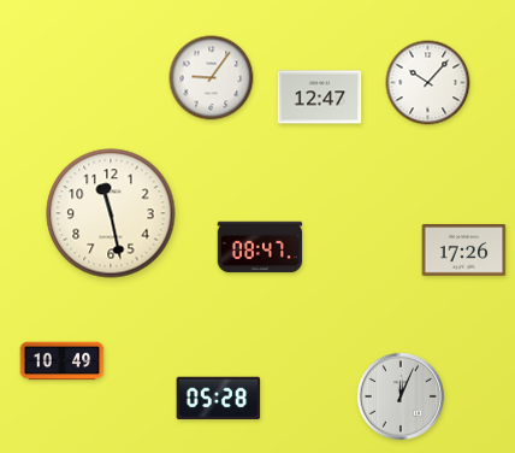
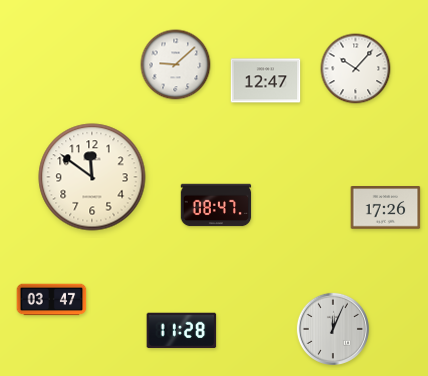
clock at (212, 78): 9:06 -> 9:08
clock at (111, 213): 11:28 -> 11:51
clock at (63, 361): 10:49 -> 03:47
clock at (219, 399): 05:28 -> 11:28
